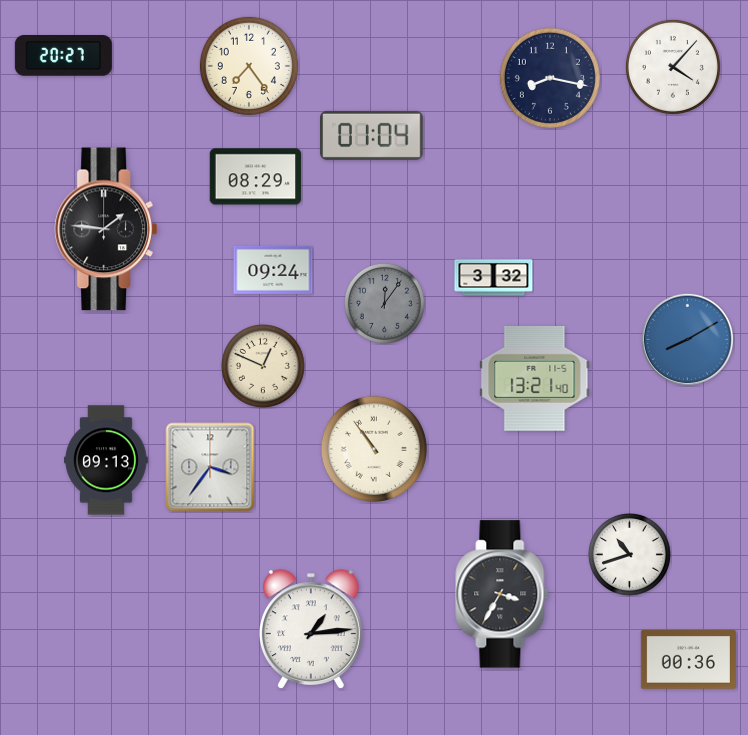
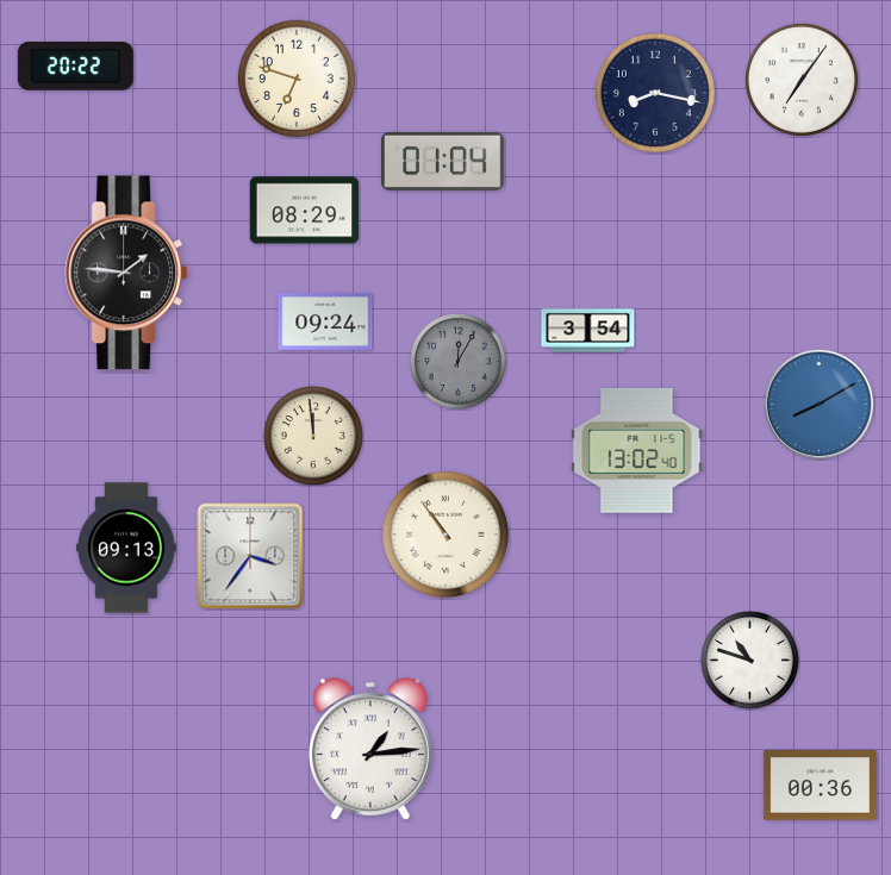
clock at (63, 56): 20:27 -> 20:22
clock at (249, 66): 7:24 -> 6:48
clock at (673, 67): 4:07 -> 7:06
clock at (494, 278): 3:32 -> 3:54
clock at (385, 304): 12:06 -> 12:05
clock at (263, 366): 12:49 -> 11:59
clock at (535, 378): 13:21 -> 13:02
clock at (629, 554): 10:42 -> 10:48
clock at (502, 594): 3:35 -> none
